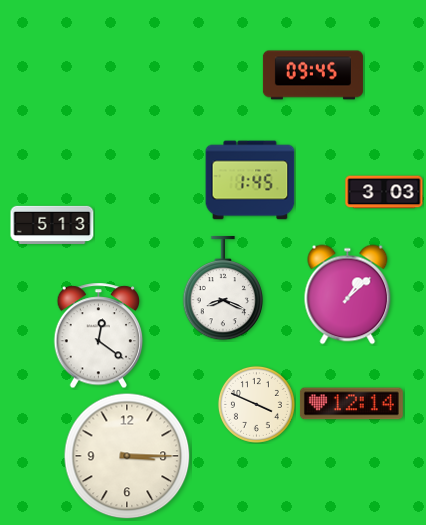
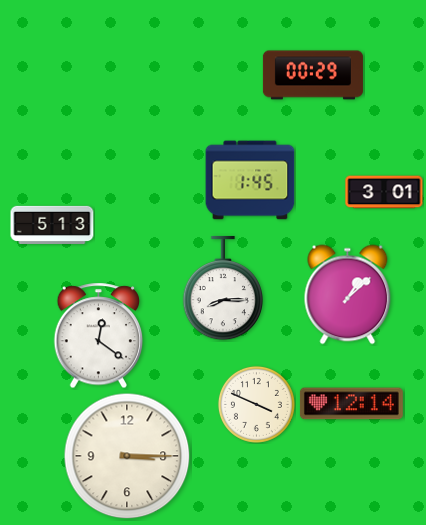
clock at (313, 75): 09:45 -> 00:29
clock at (384, 192): 3:03 -> 3:01
clock at (222, 288): 8:19 -> 8:15
